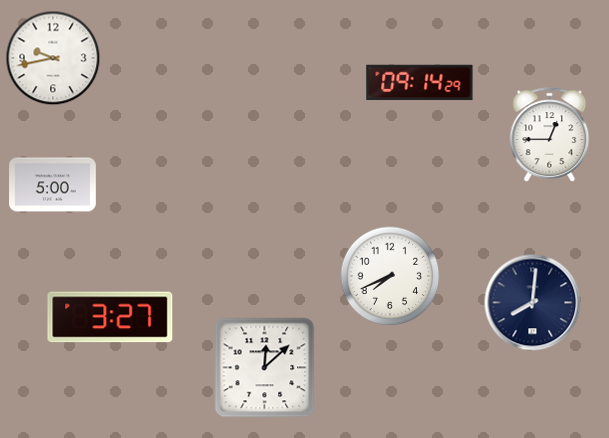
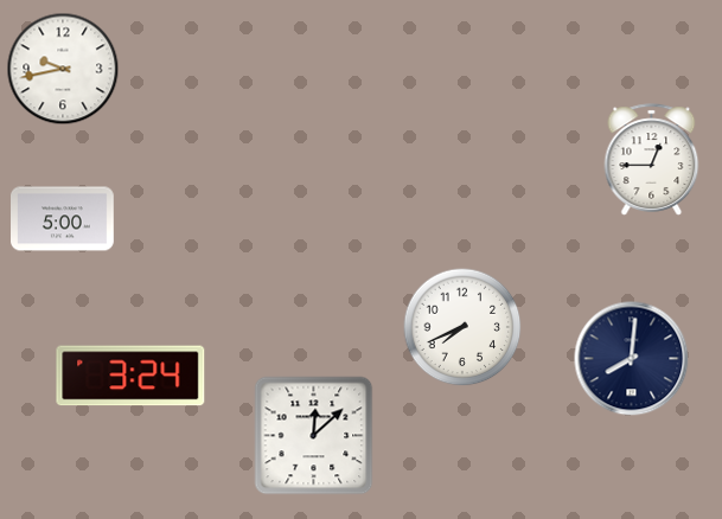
clock at (420, 83): 09:14 -> none
clock at (110, 317): 3:27 -> 3:24
